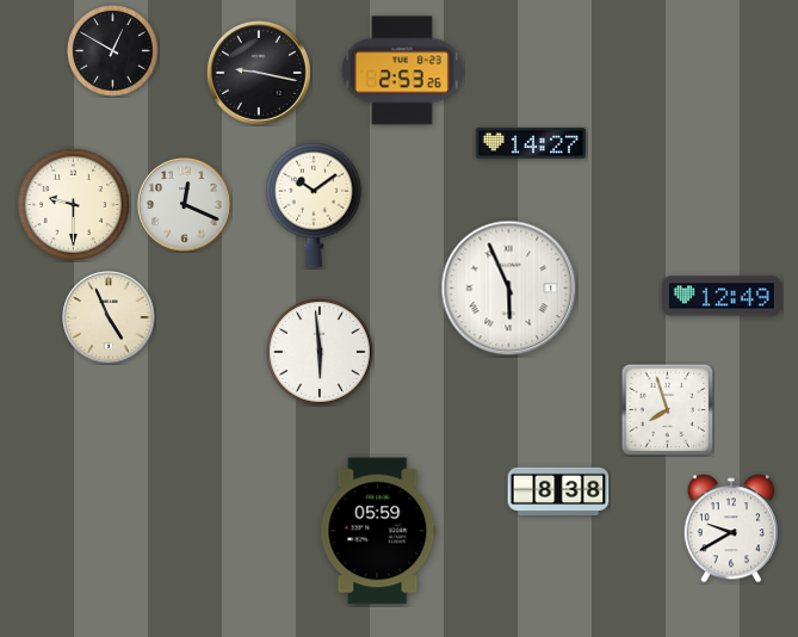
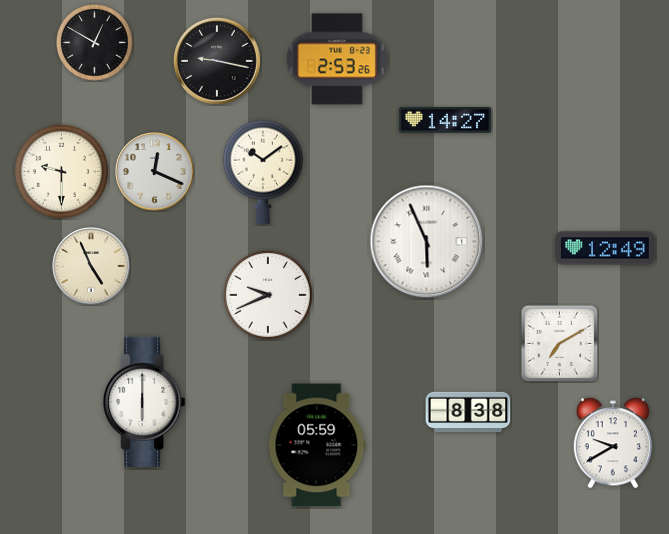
clock at (320, 352): 5:59 -> 9:41
clock at (667, 409): 7:57 -> 7:10
clock at (145, 401): none -> 6:00
